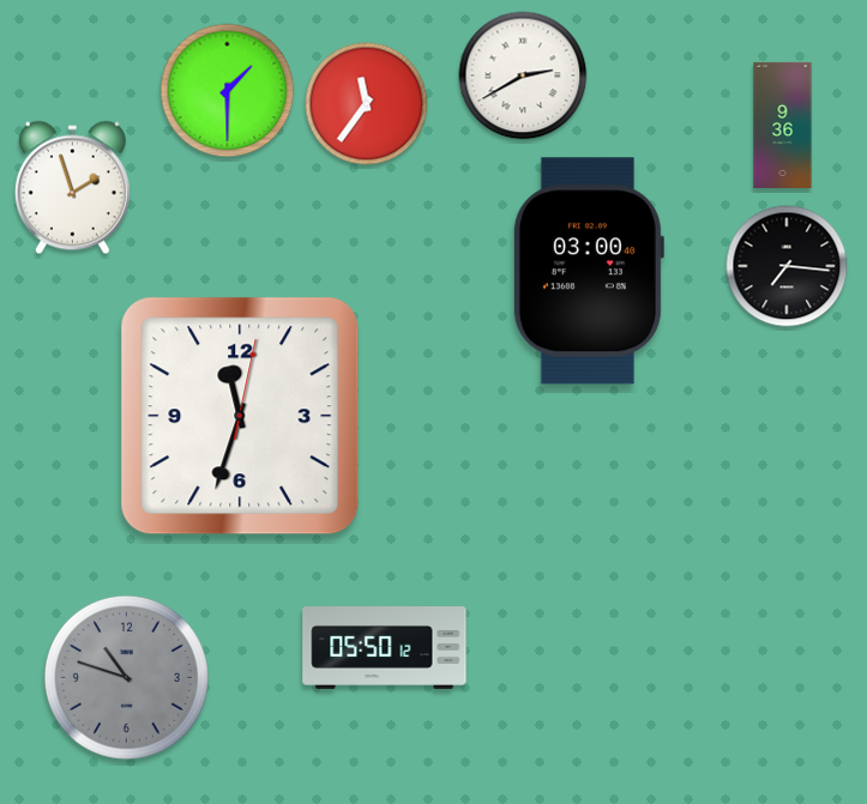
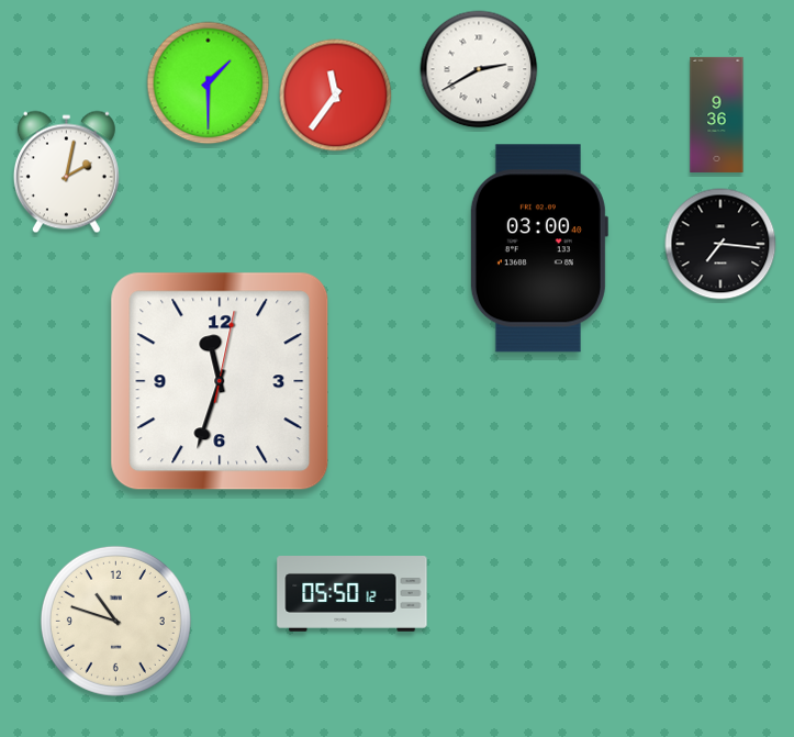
clock at (72, 188): 1:57 -> 2:02
clock at (126, 677) dial: grey -> cream
